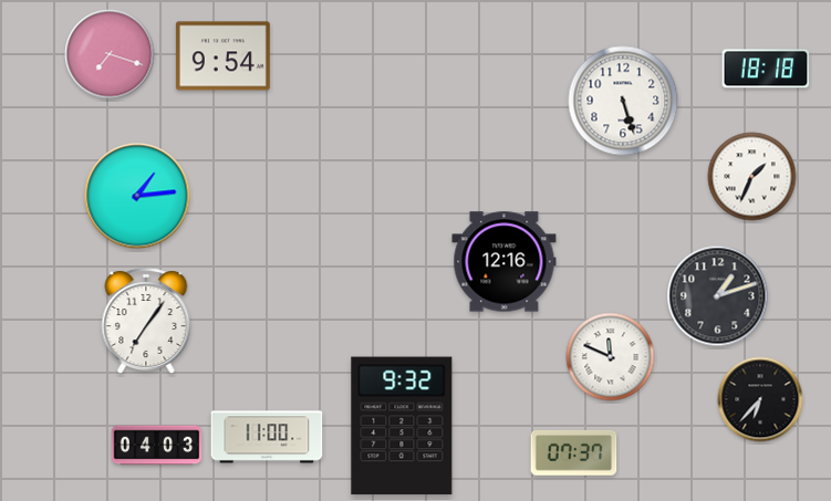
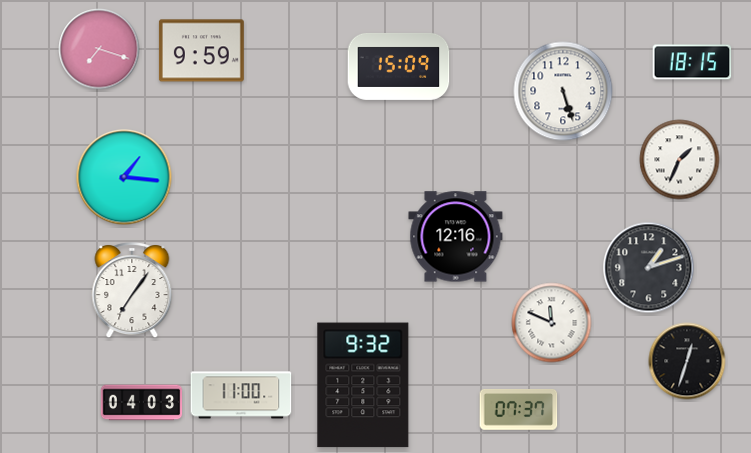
clock at (222, 56): 9:54 -> 9:59
clock at (766, 69): 18:18 -> 18:15
clock at (399, 66): none -> 15:09
clock at (137, 196): 1:14 -> 1:16
clock at (760, 399): 6:37 -> 12:33
